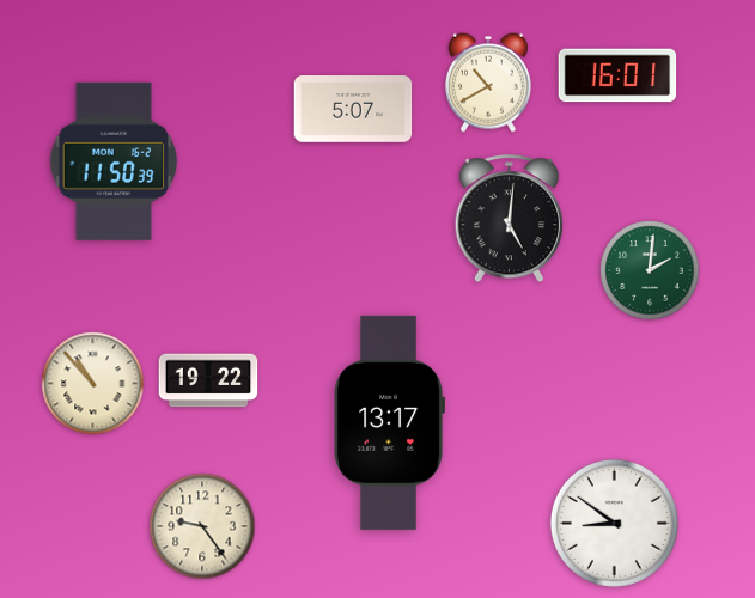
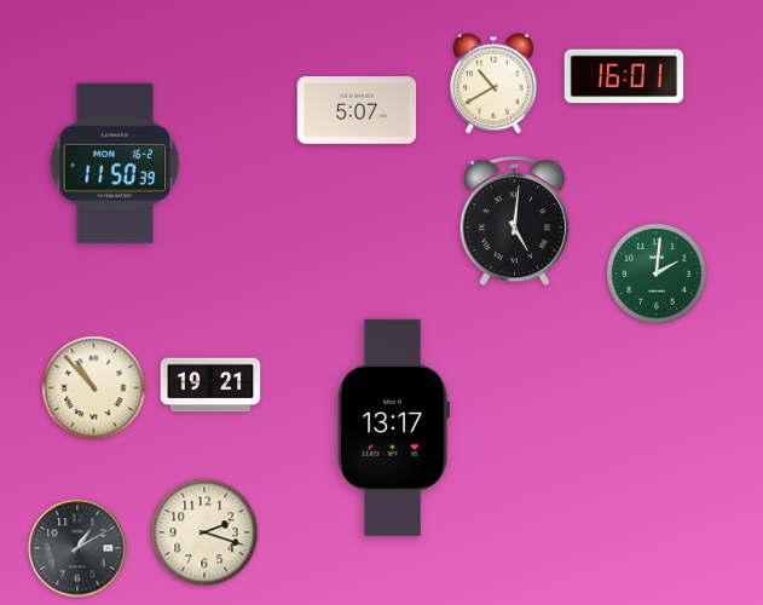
clock at (208, 380): 19:22 -> 19:21
clock at (614, 523): 8:51 -> none
clock at (202, 526): 9:24 -> 2:18
clock at (77, 548): none -> 1:10
